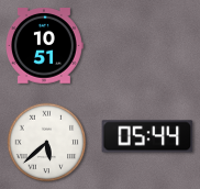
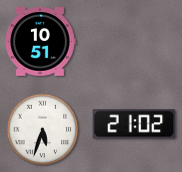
clock at (147, 136): 05:44 -> 21:02
clock at (47, 143): 5:38 -> 5:33
